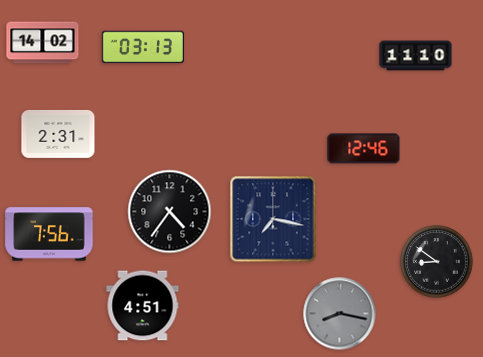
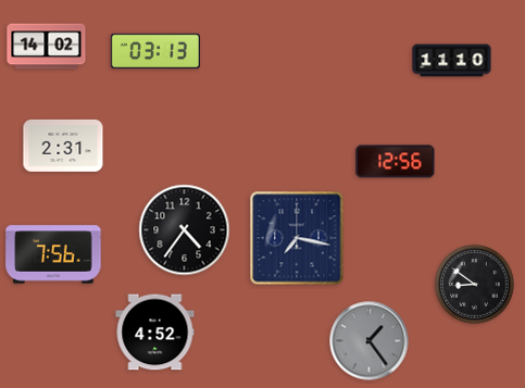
clock at (364, 149): 12:46 -> 12:56
clock at (143, 306): 4:51 -> 4:52
clock at (340, 314): 8:17 -> 1:24
